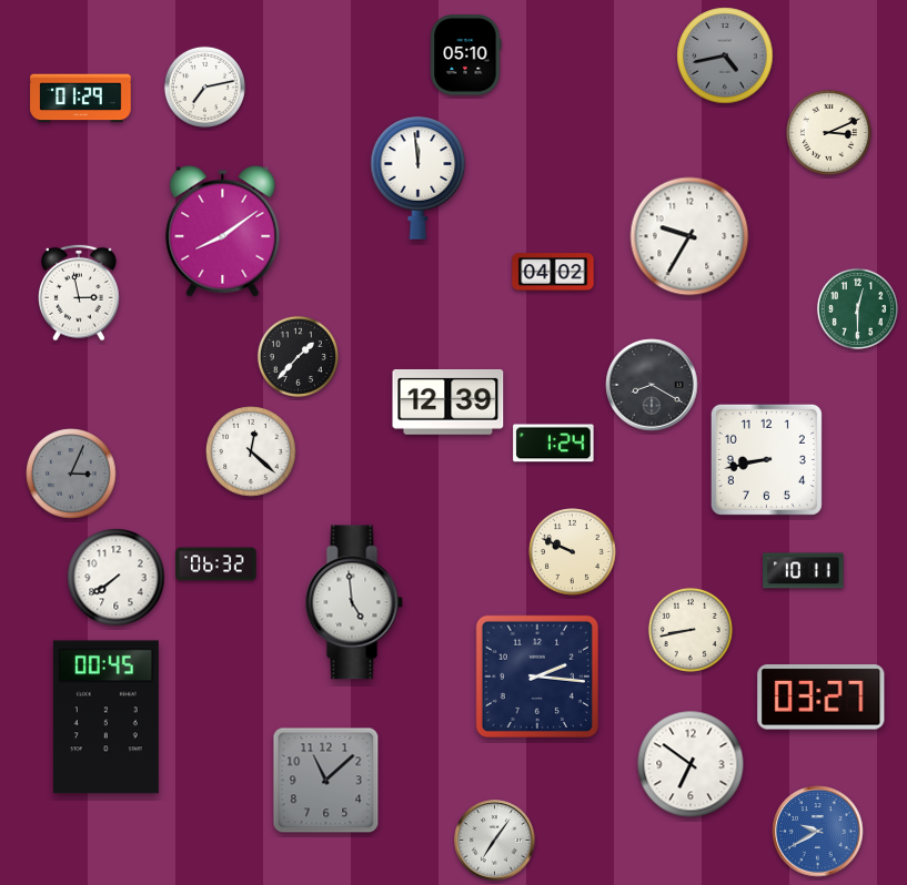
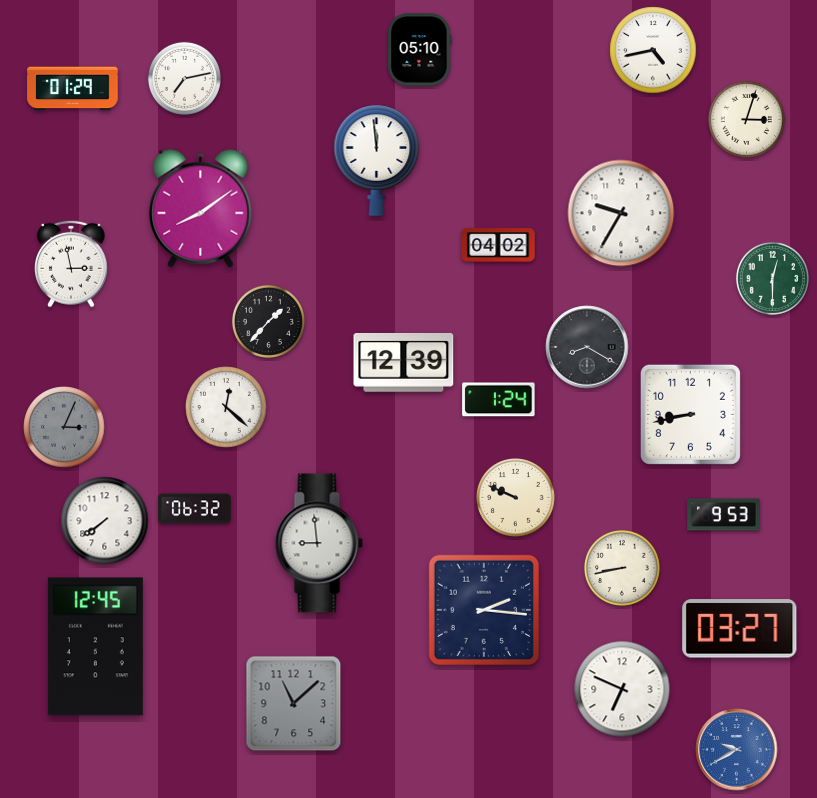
clock at (725, 55) dial: grey -> white
clock at (828, 132): 3:11 -> 3:03
clock at (804, 571): 10:11 -> 9:53
clock at (354, 602): 4:59 -> 8:59
clock at (105, 718): 00:45 -> 12:45
clock at (691, 764): 6:51 -> 6:49
clock at (495, 841): 7:06 -> none
